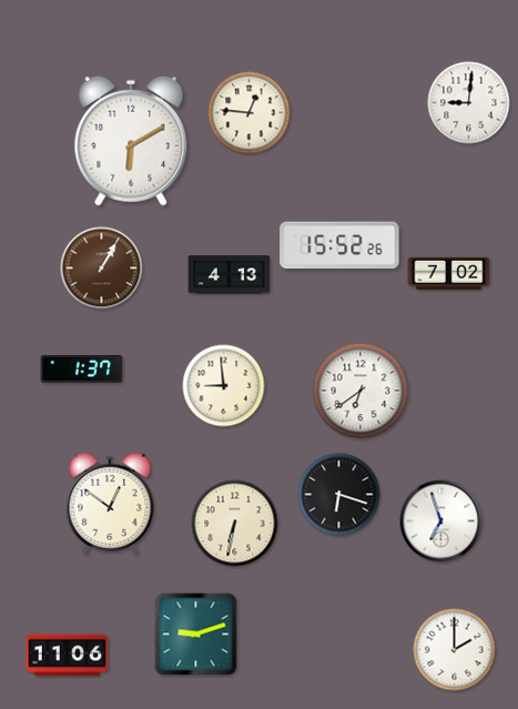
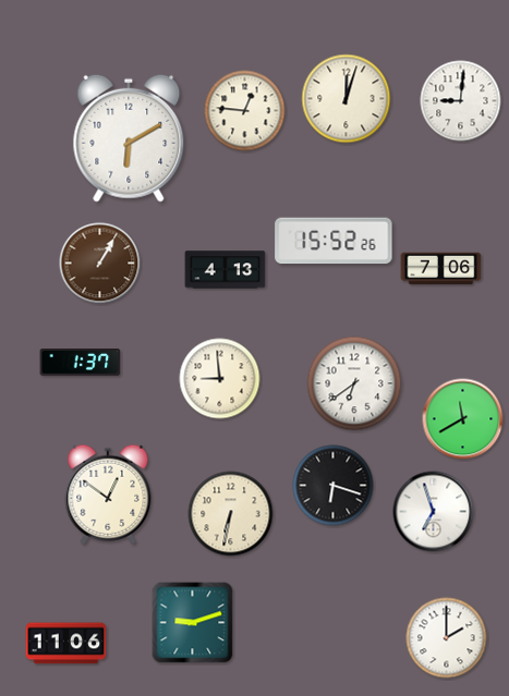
clock at (347, 99): none -> 12:03
clock at (449, 274): 7:02 -> 7:06
clock at (463, 419): none -> 11:40
